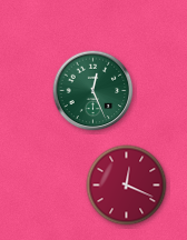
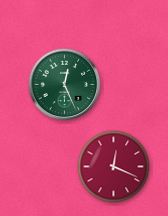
clock at (93, 91) position: (93, 91) -> (65, 85)
